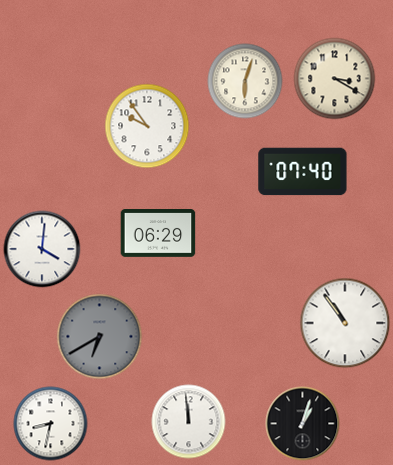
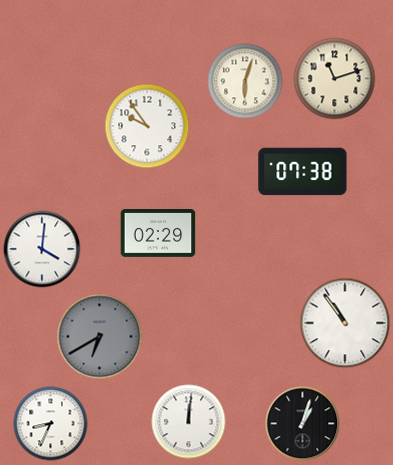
clock at (335, 79): 3:20 -> 11:12
clock at (303, 172): 07:40 -> 07:38
clock at (158, 234): 06:29 -> 02:29
clock at (189, 422): 11:59 -> 12:01
clock at (51, 424): 8:32 -> 8:34
